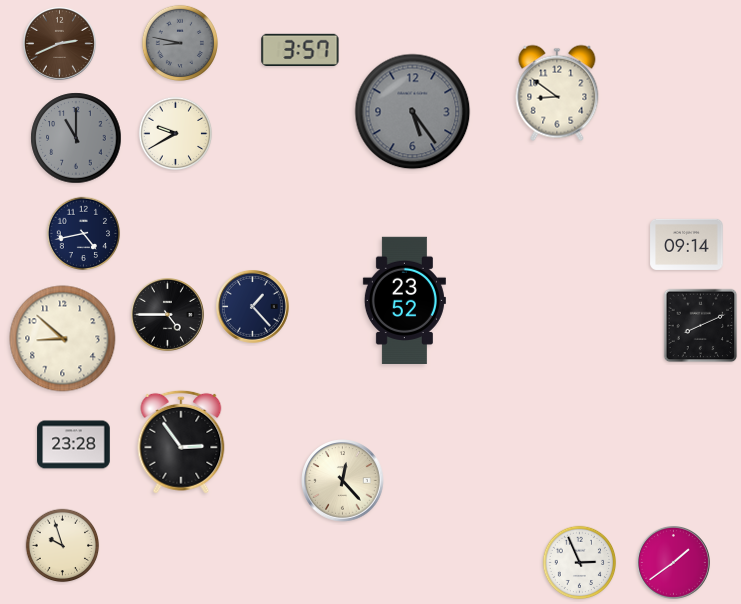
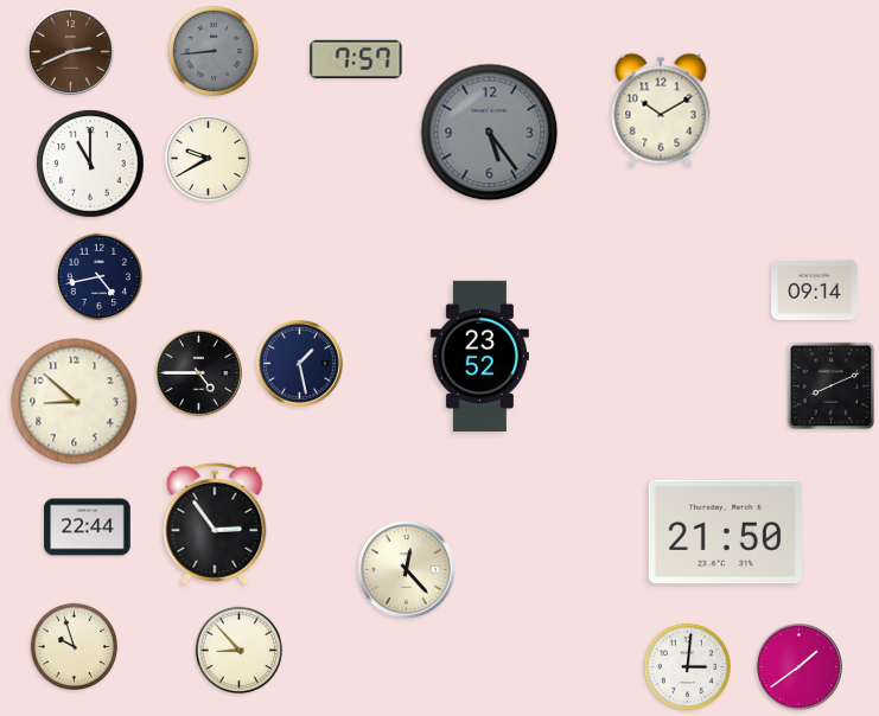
clock at (180, 43): 8:47 -> 8:44
clock at (300, 49): 3:57 -> 7:57
clock at (557, 93): 8:51 -> 10:10
clock at (76, 138) dial: grey -> white
clock at (253, 307): 1:23 -> 1:28
clock at (74, 445): 23:28 -> 22:44
clock at (725, 532): none -> 21:50
clock at (240, 651): none -> 8:53
clock at (580, 563): 2:56 -> 3:01
